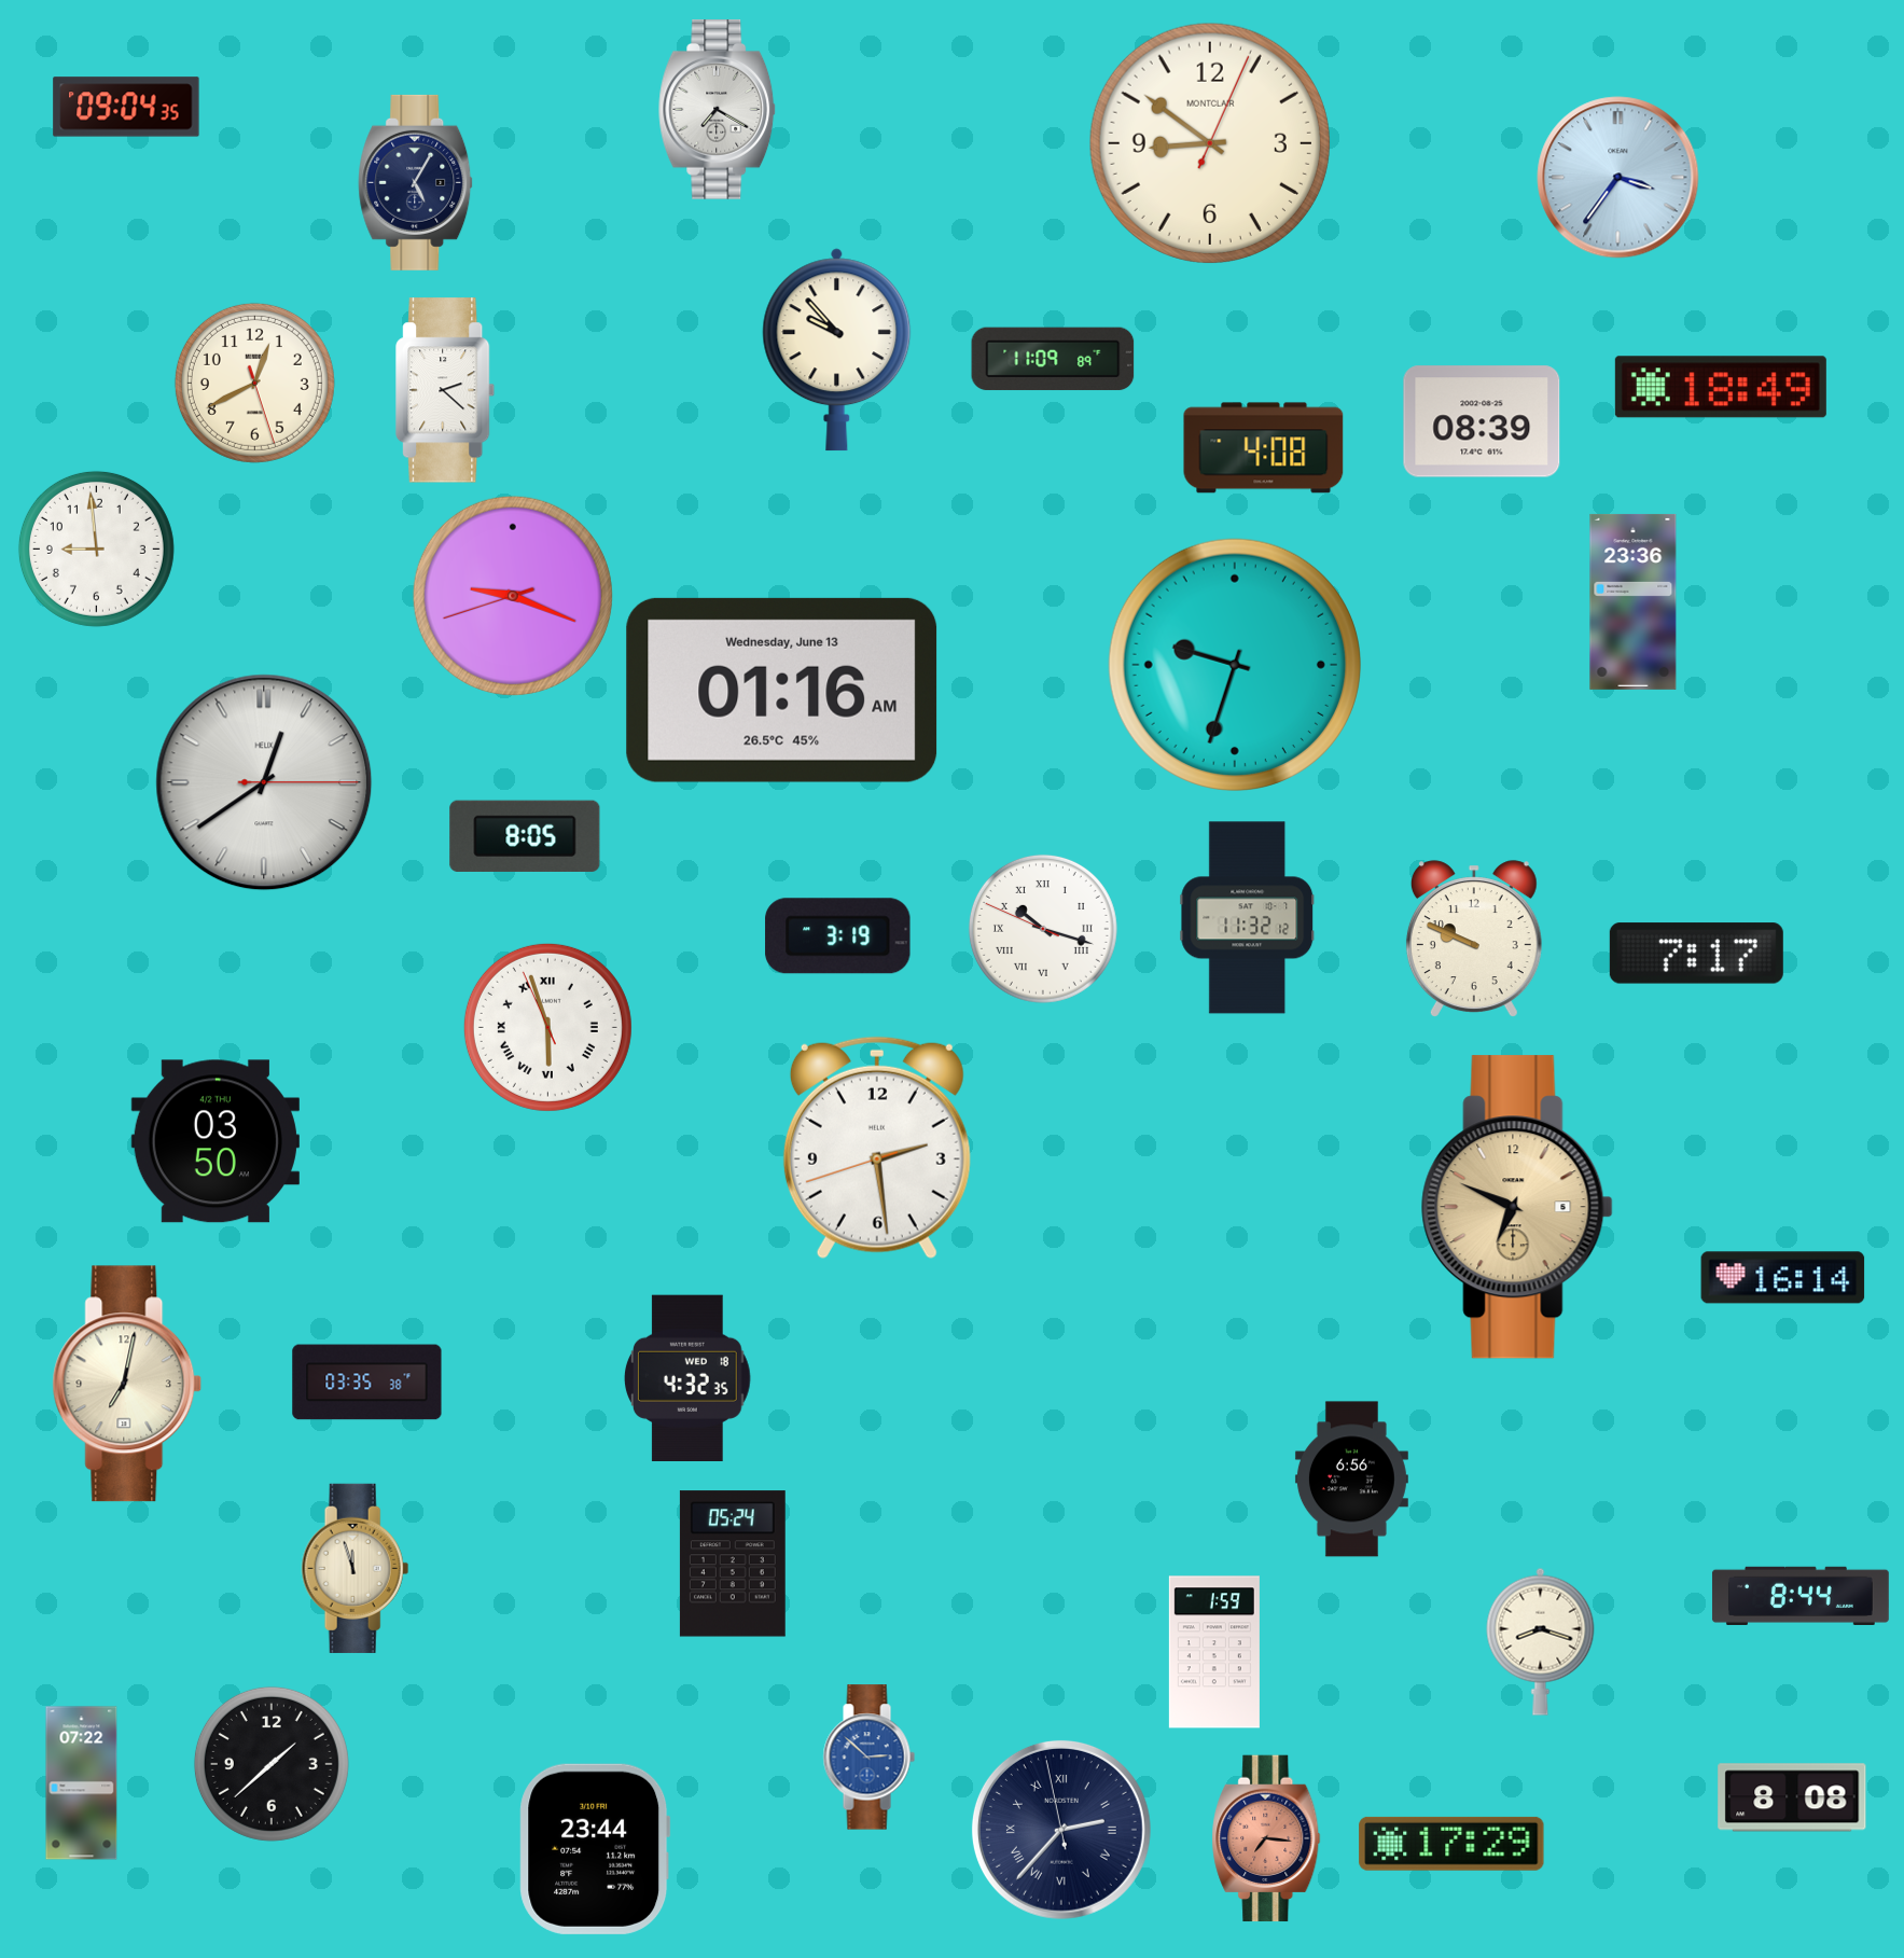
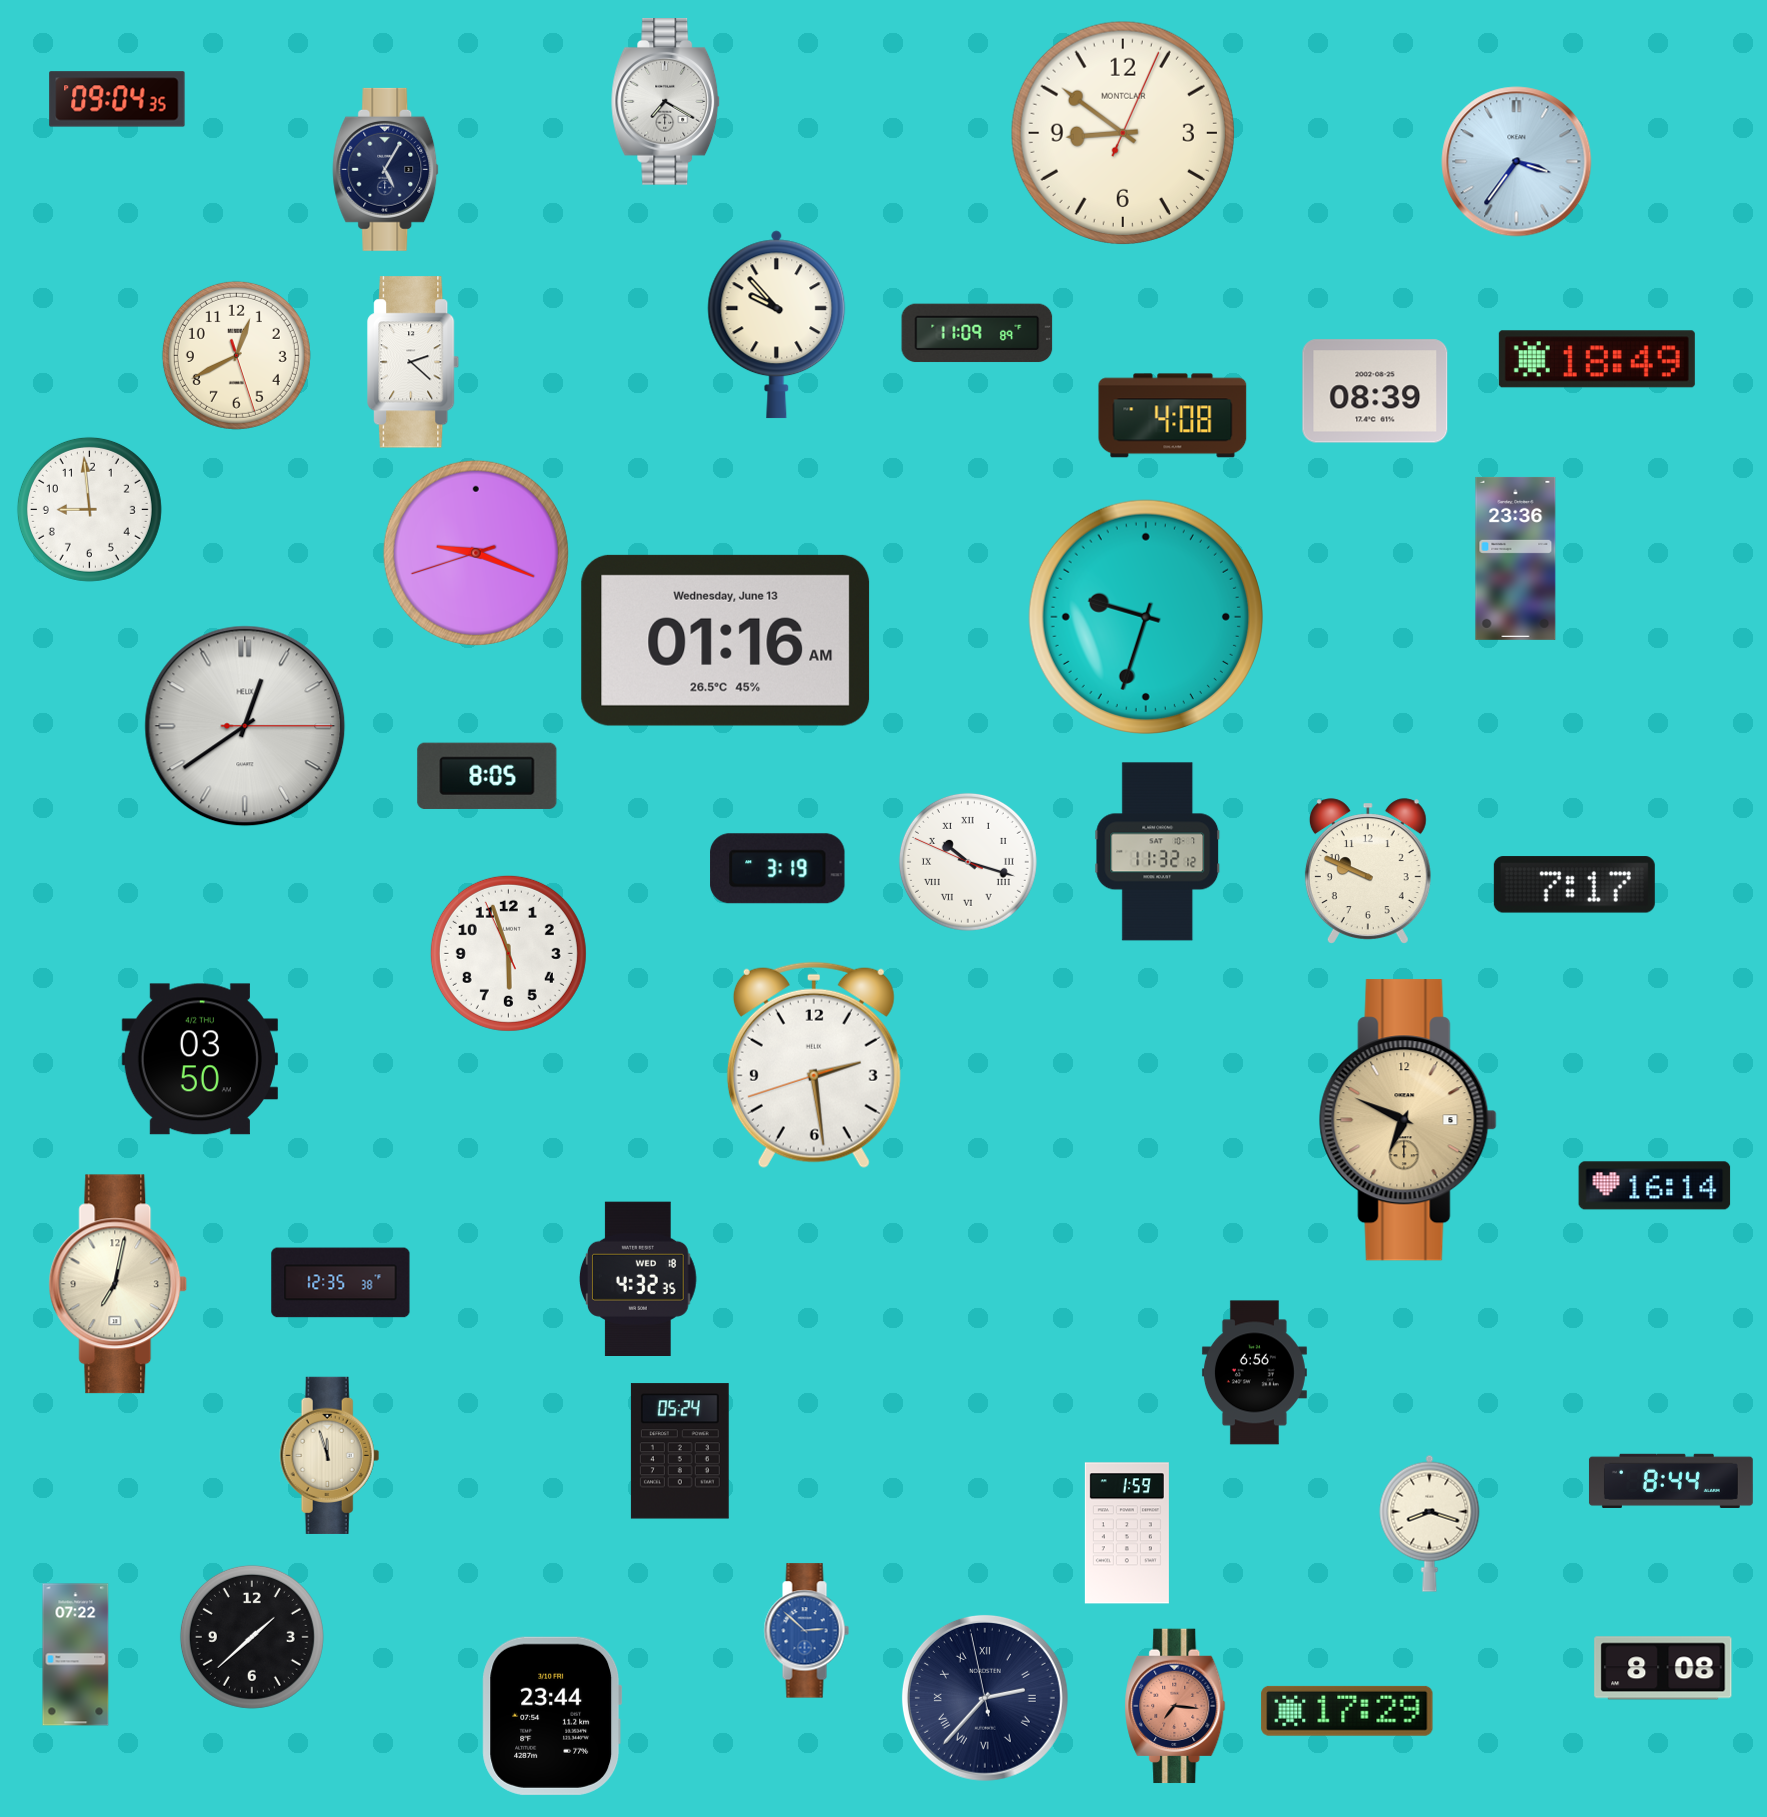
clock at (1618, 178) position: (1618, 178) -> (1517, 162)
clock at (547, 1027) numerals: Roman -> Arabic
clock at (367, 1383): 03:35 -> 12:35
